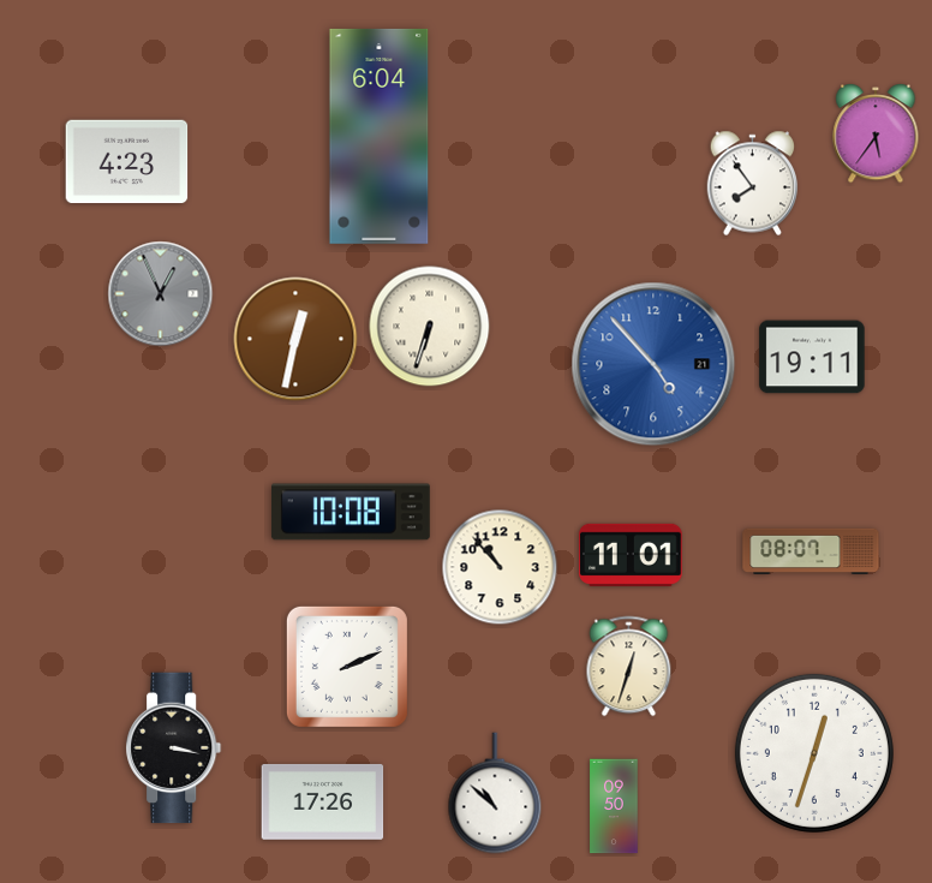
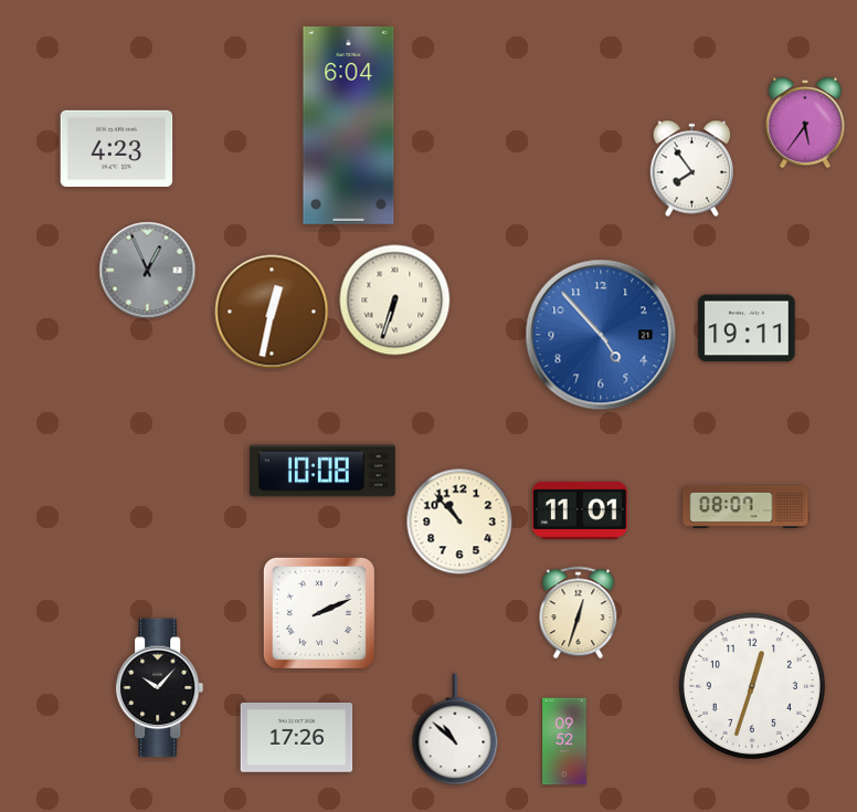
clock at (174, 748): 3:17 -> 10:07
clock at (814, 753) position: (814, 753) -> (752, 686)
clock at (614, 806): 09:50 -> 09:52
